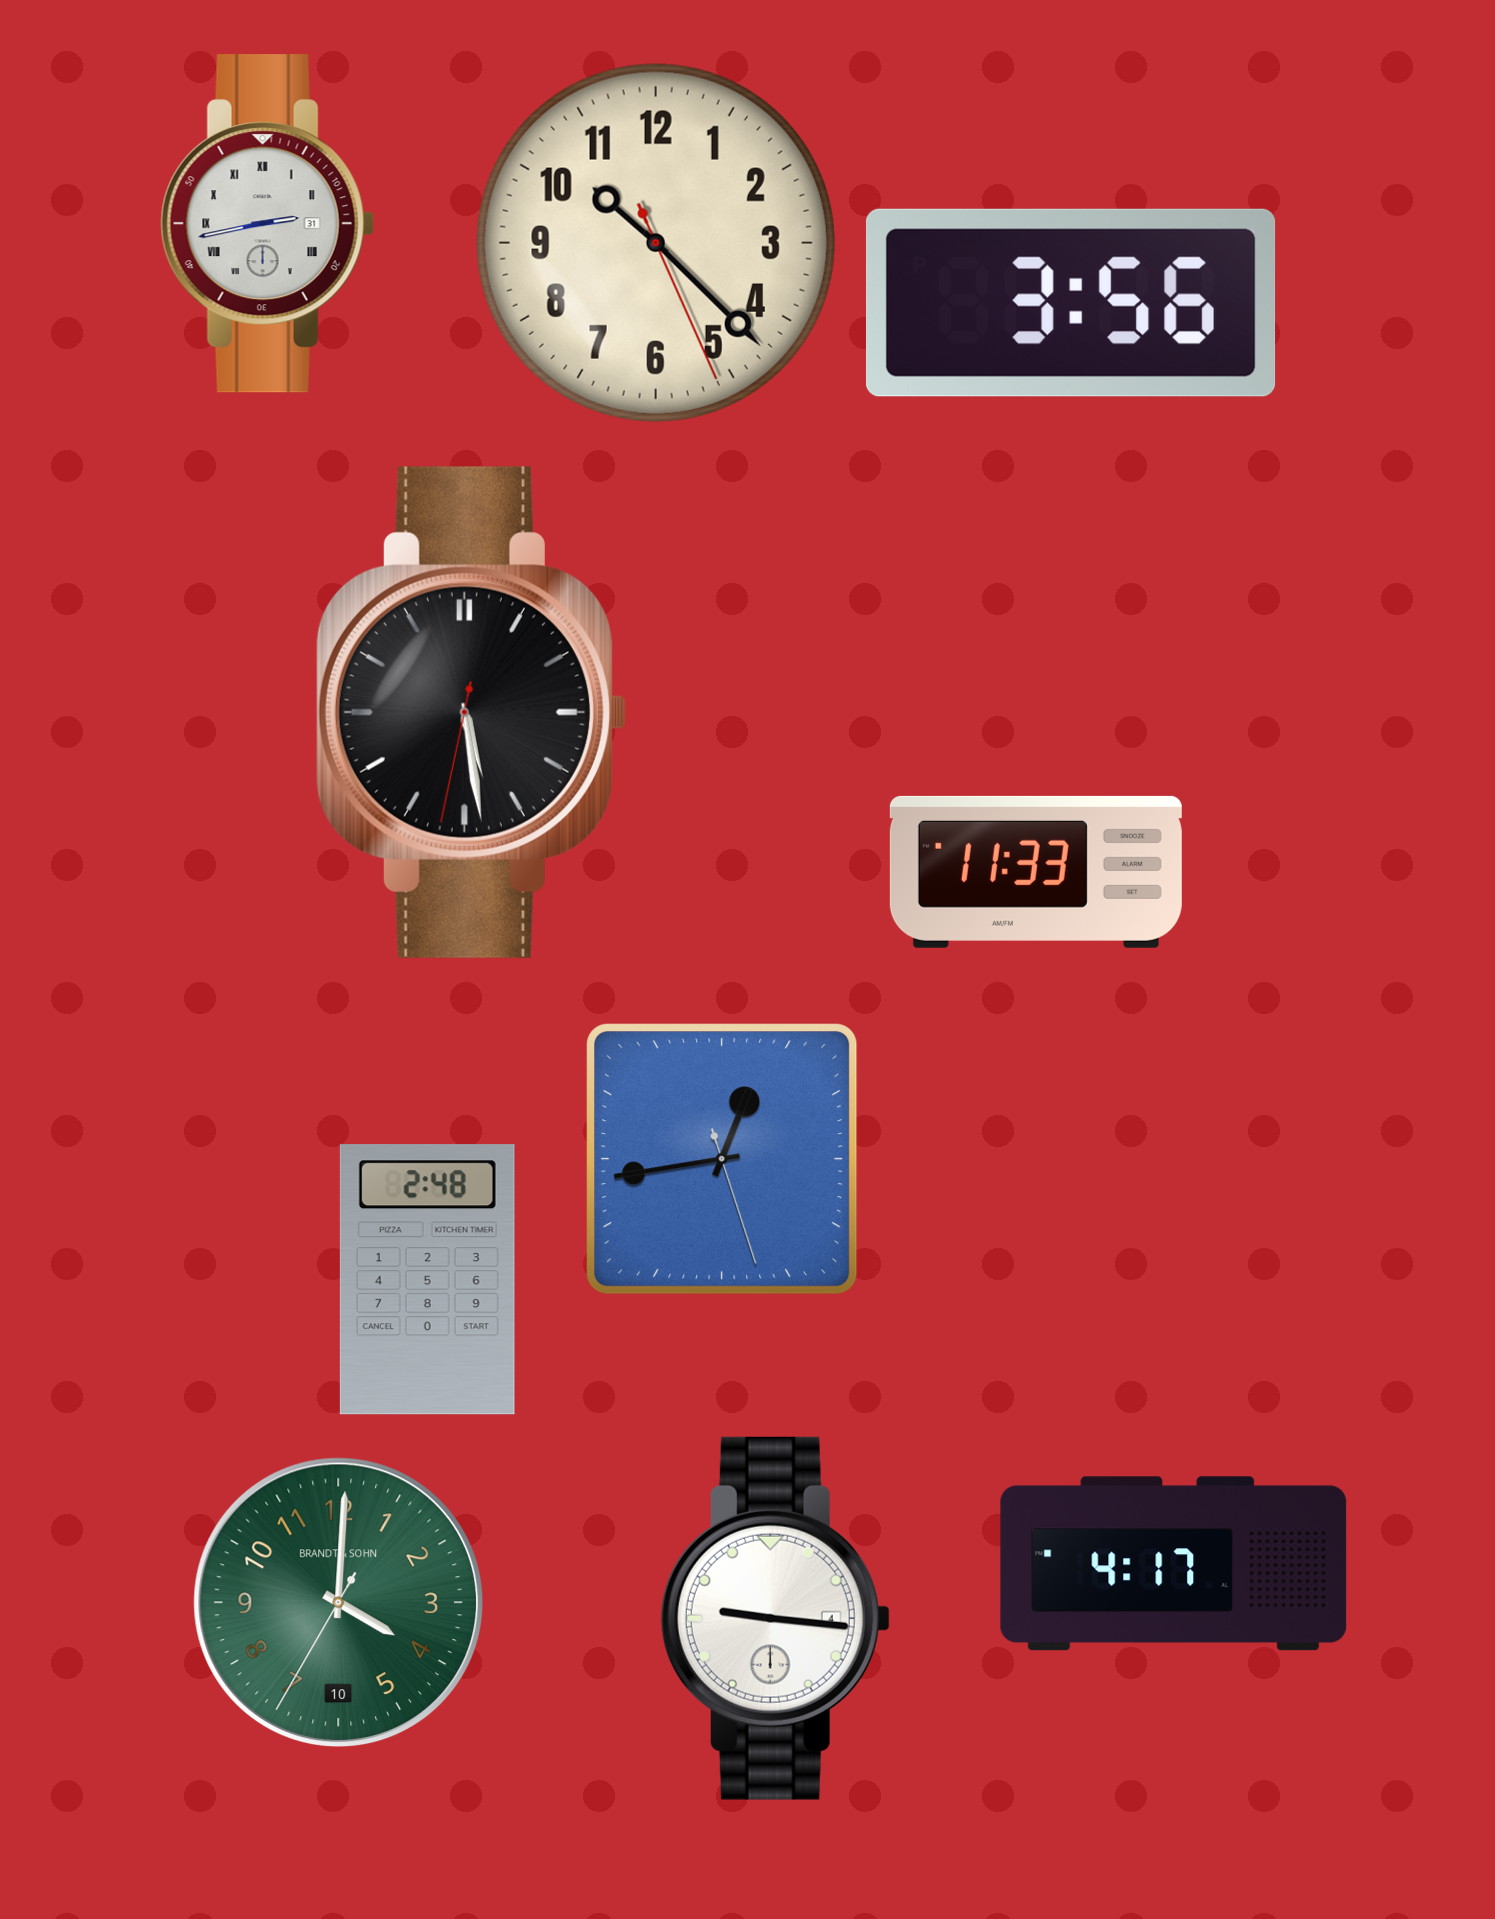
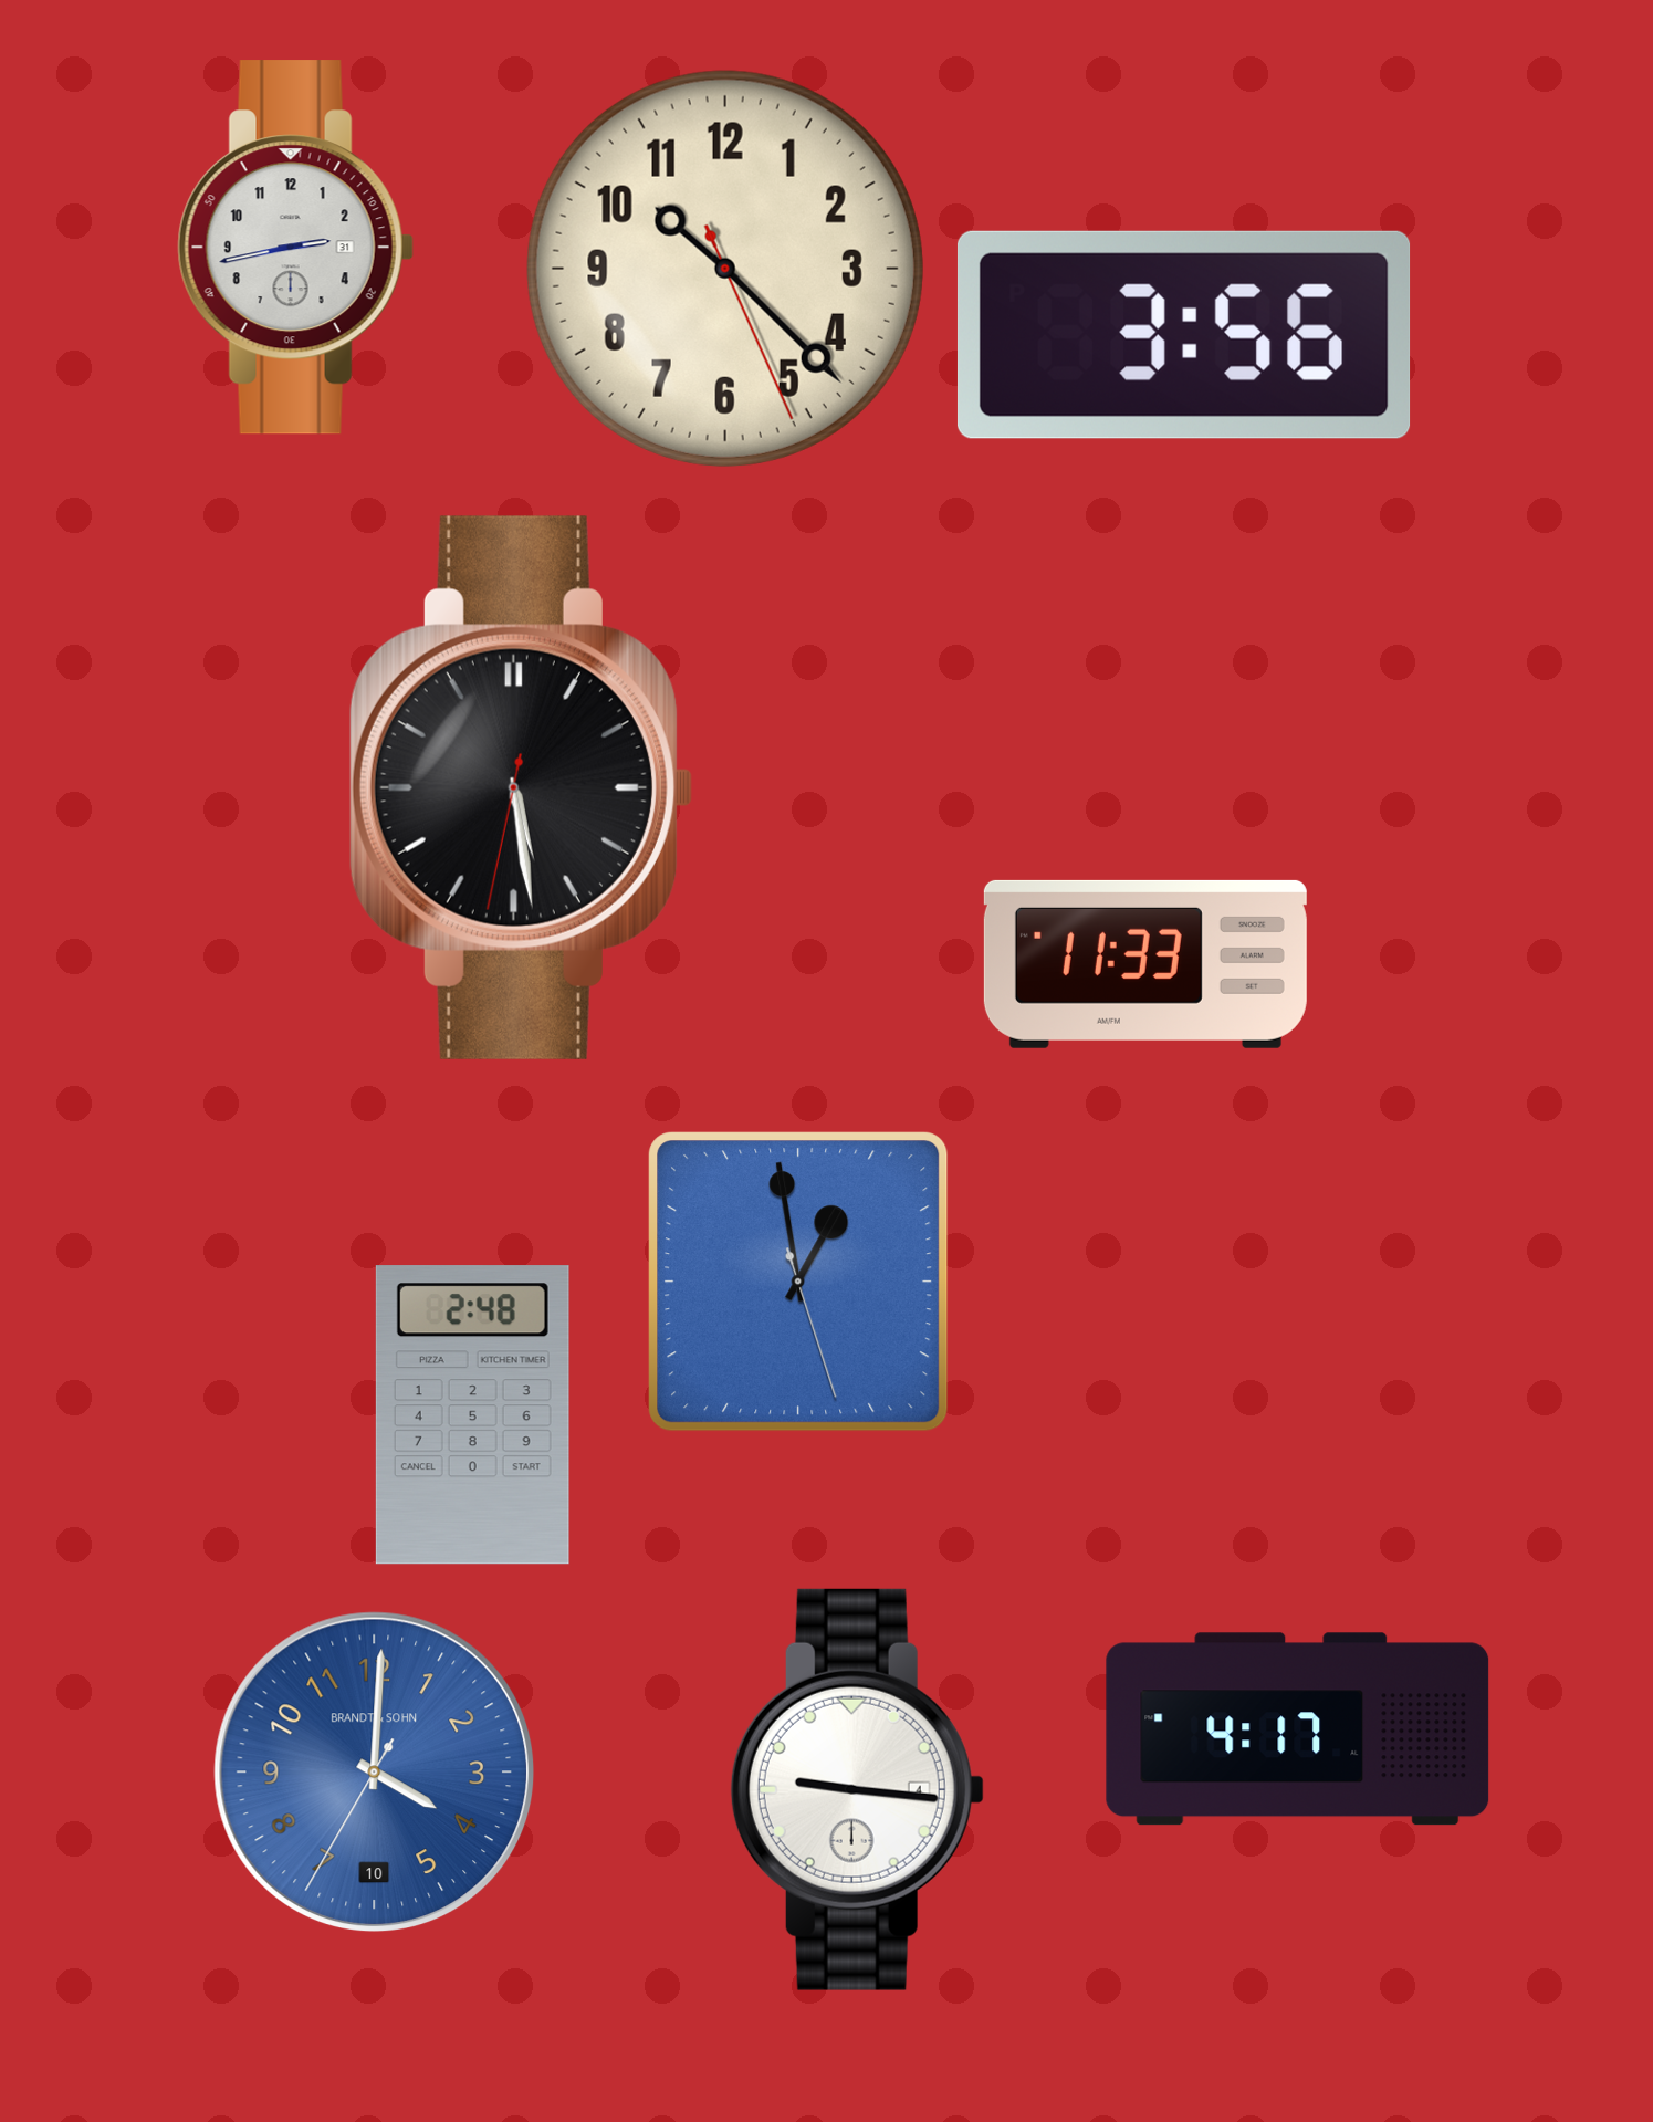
clock at (267, 224) numerals: Roman -> Arabic
clock at (722, 1159): 12:43 -> 12:58
clock at (338, 1602) dial: green -> blue
